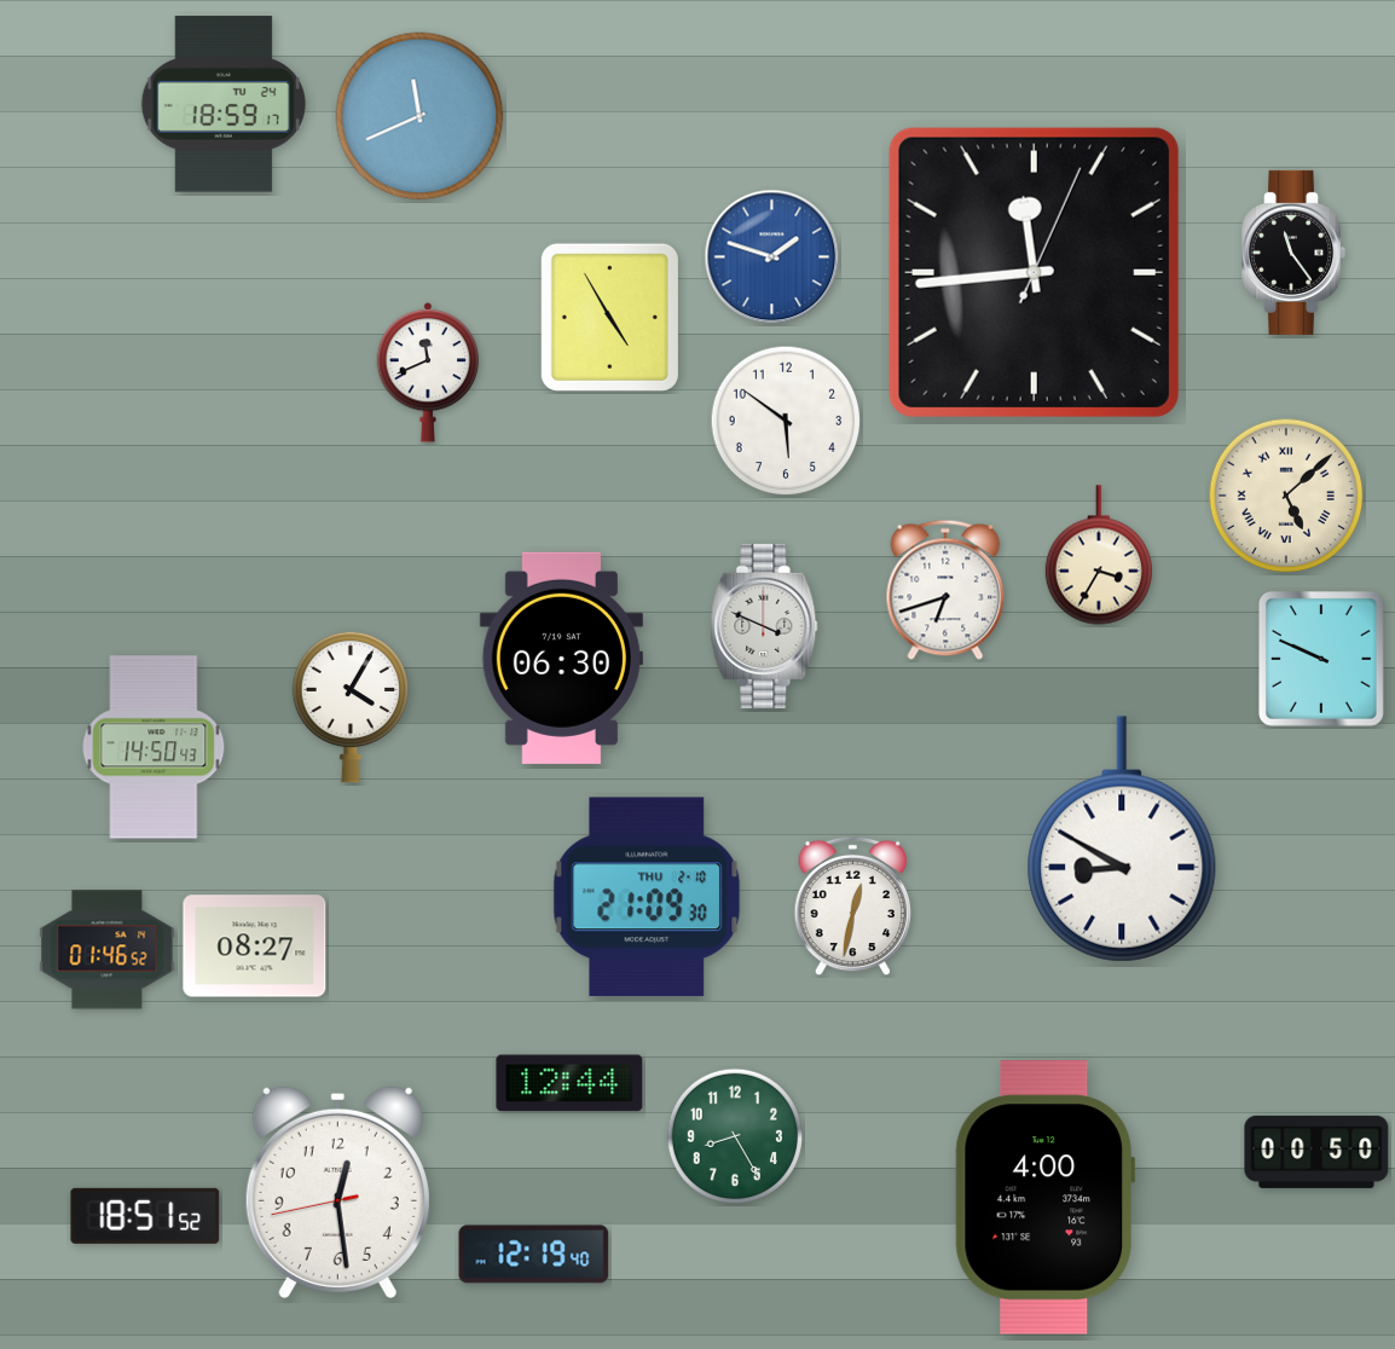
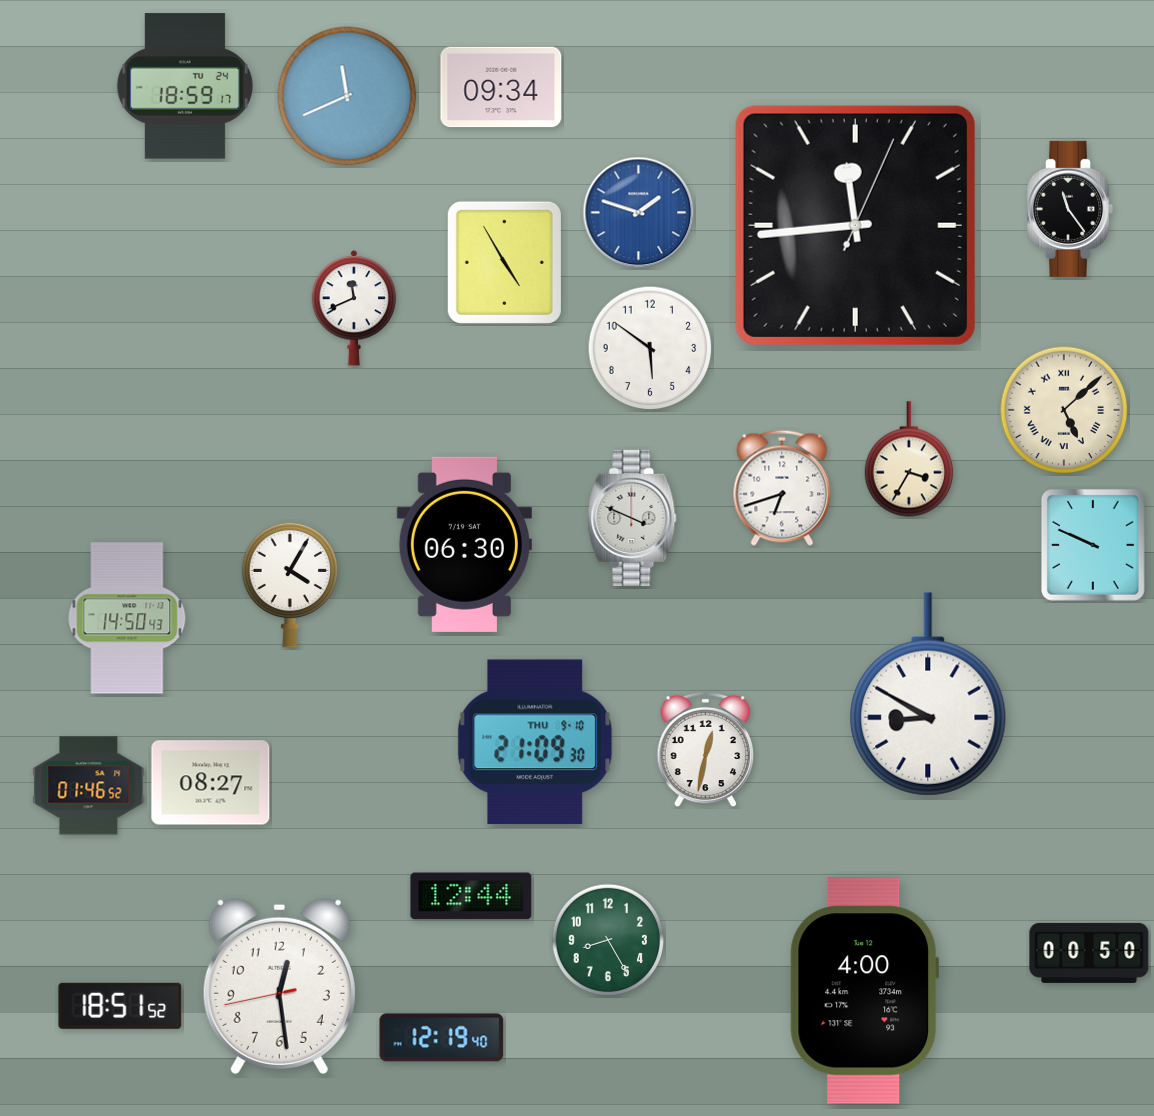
clock at (501, 87): none -> 09:34
clock at (647, 897) date: THU 2-10 -> THU 9-10
